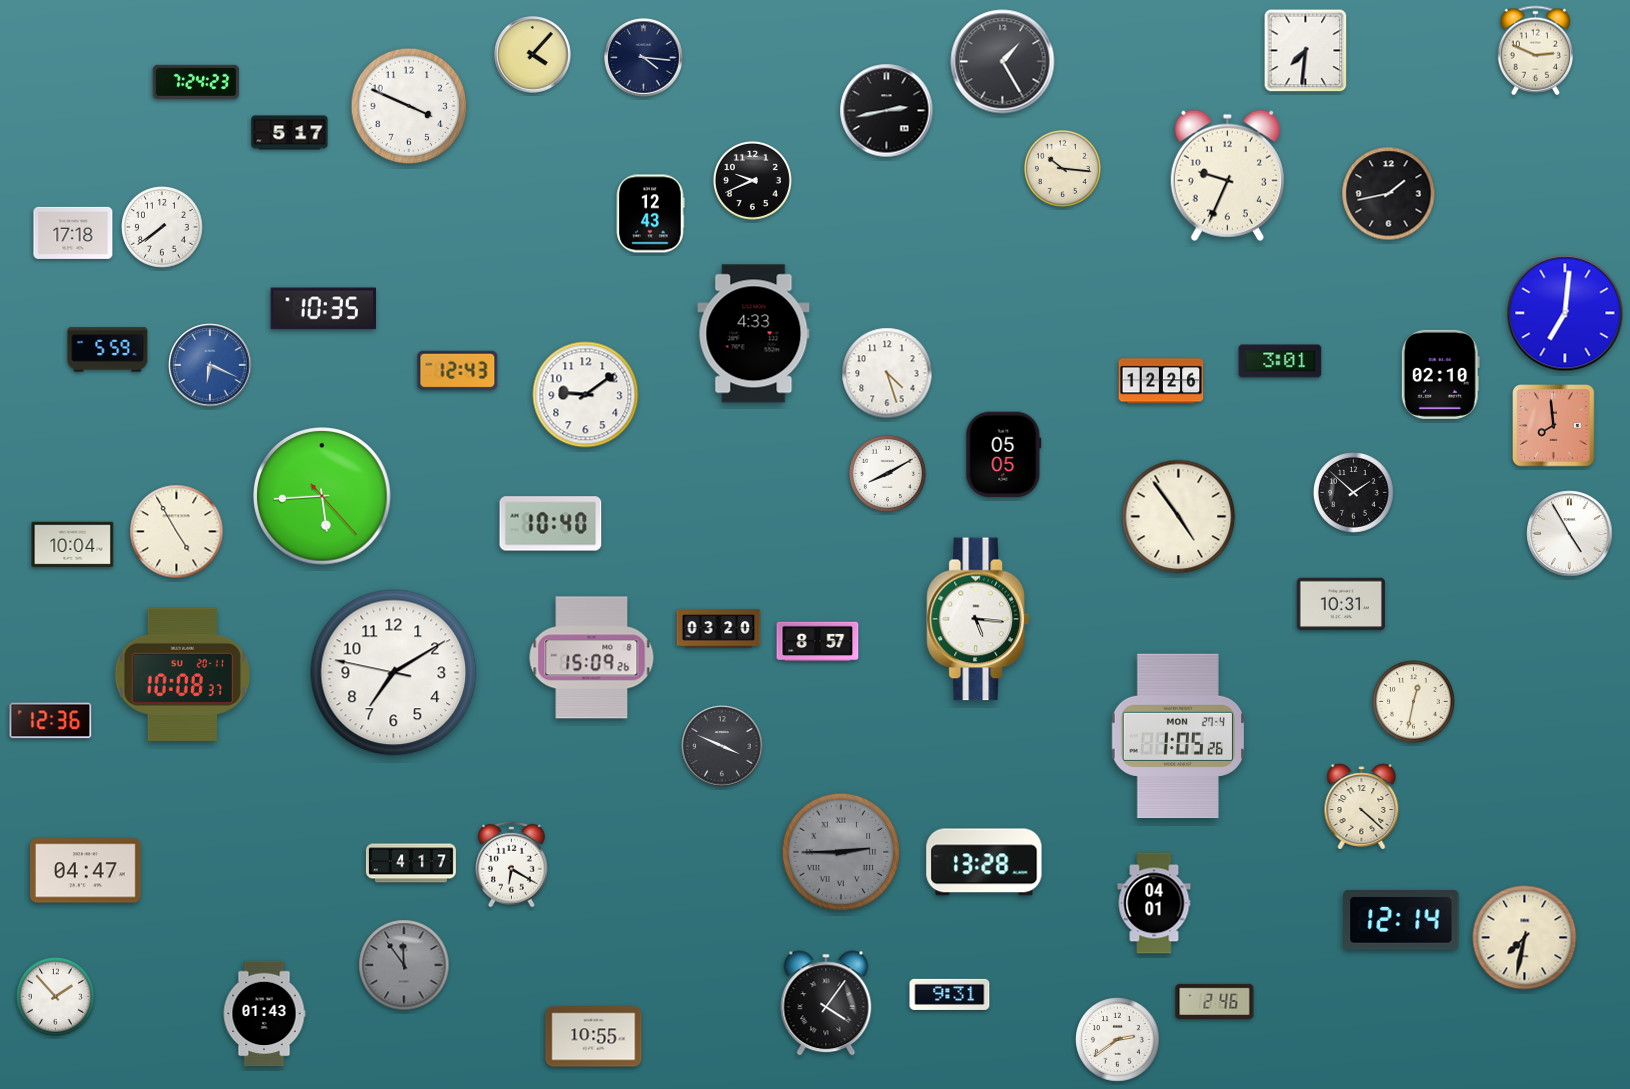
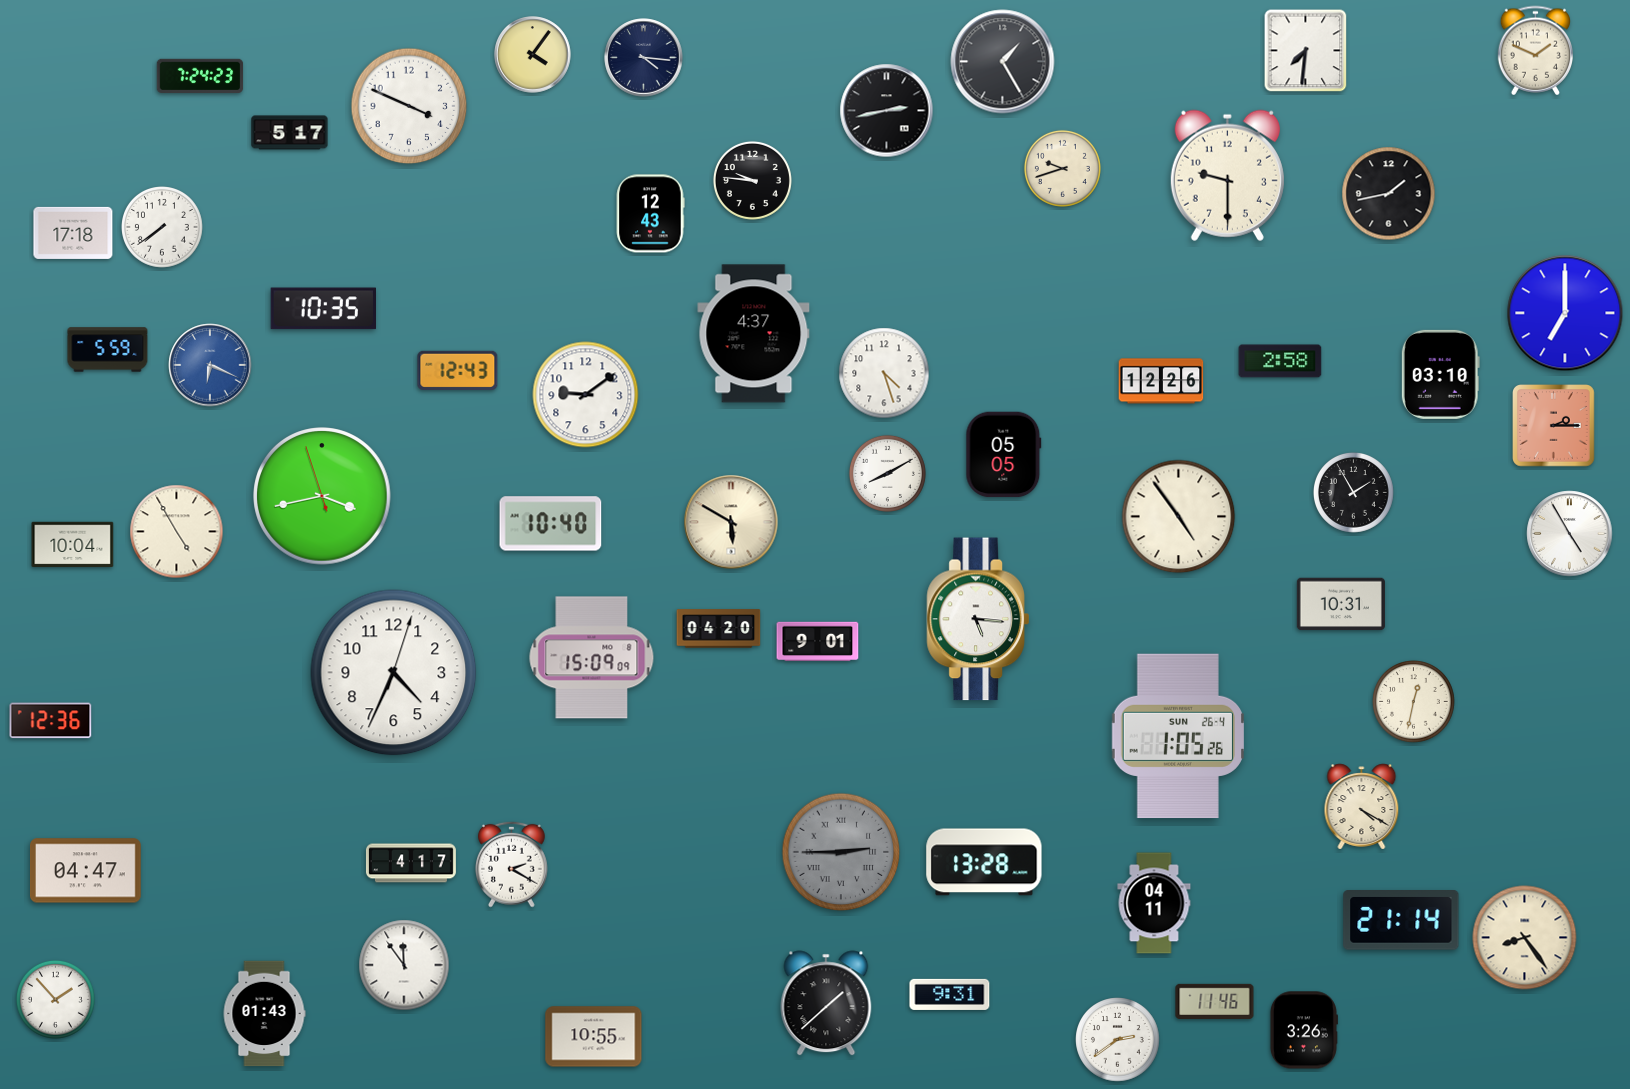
clock at (1535, 51): 2:49 -> 1:49
clock at (533, 55): 4:07 -> 4:06
clock at (196, 82) position: (196, 82) -> (200, 76)
clock at (1062, 168): 10:16 -> 9:42
clock at (1227, 175): 9:34 -> 9:30
clock at (752, 180): 9:41 -> 9:46
clock at (1565, 313): 7:01 -> 7:00
clock at (754, 334): 4:33 -> 4:37
clock at (1280, 361): 3:01 -> 2:58
clock at (887, 373) position: (887, 373) -> (884, 373)
clock at (1440, 374): 02:10 -> 03:10
clock at (1554, 426): 7:59 -> 2:15
clock at (1353, 492): 1:52 -> 1:55
clock at (322, 496): 5:44 -> 3:42
clock at (731, 522): none -> 5:50
clock at (719, 629): 03:20 -> 04:20
clock at (818, 642): 8:57 -> 9:01
clock at (592, 658): 15:09:26 -> 15:09:09
clock at (394, 673): 7:09 -> 4:34
clock at (182, 674): 10:08 -> none
clock at (1177, 736) date: MON 27-4 -> SUN 26-4
clock at (722, 746): 3:49 -> none
clock at (1362, 807): 4:22 -> 4:20
clock at (512, 864): 6:20 -> 2:20
clock at (1154, 903): 04:01 -> 04:11
clock at (1401, 921): 12:14 -> 21:14
clock at (1525, 938): 7:32 -> 8:24
clock at (404, 965) dial: grey -> white
clock at (55, 996) position: (55, 996) -> (55, 999)
clock at (1215, 1001): 2:46 -> 11:46
clock at (826, 1003): 4:06 -> 1:38
clock at (1303, 1030): none -> 3:26
